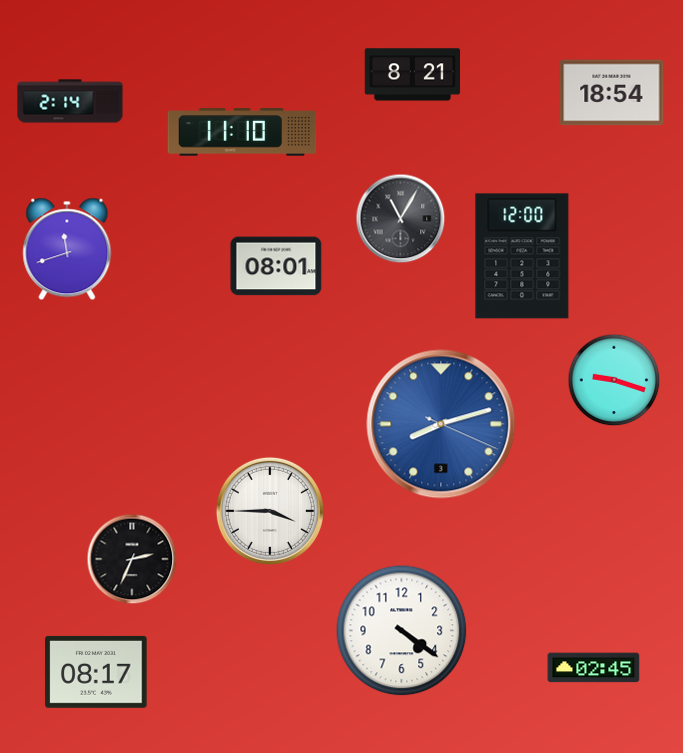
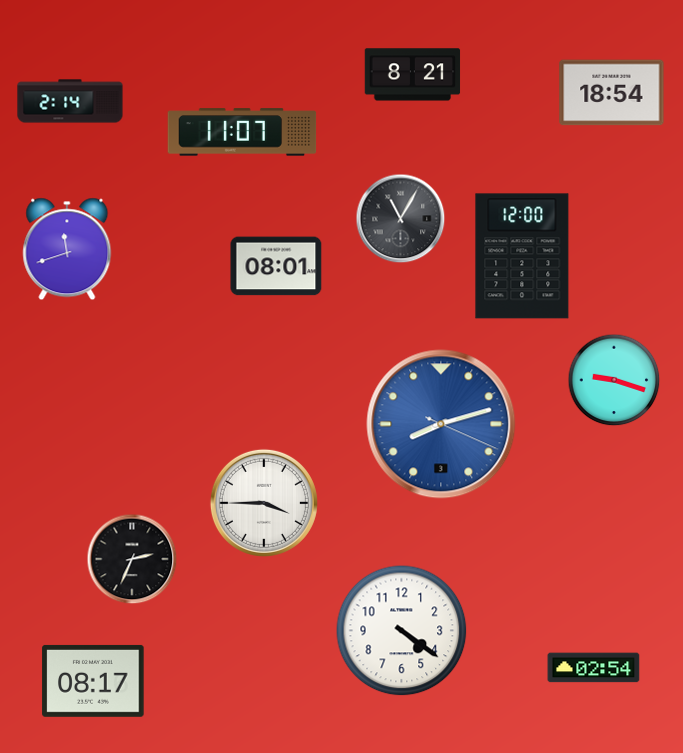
clock at (242, 132): 11:10 -> 11:07
clock at (270, 511) position: (270, 511) -> (264, 503)
clock at (594, 668): 02:45 -> 02:54
clock at (96, 672) position: (96, 672) -> (93, 681)
